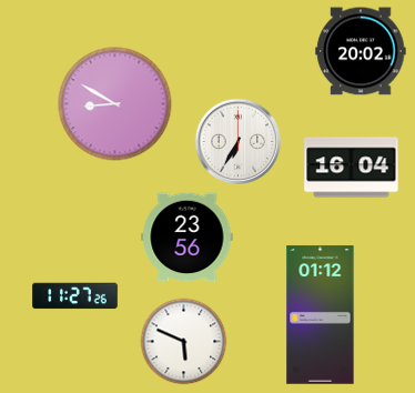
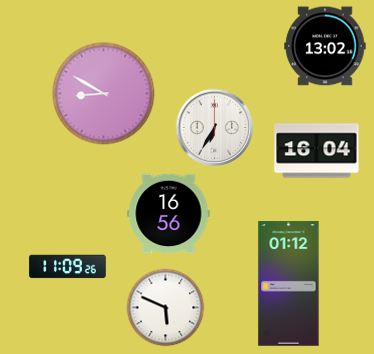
clock at (361, 51): 20:02 -> 13:02
clock at (188, 238): 23:56 -> 16:56
clock at (75, 296): 11:27 -> 11:09
